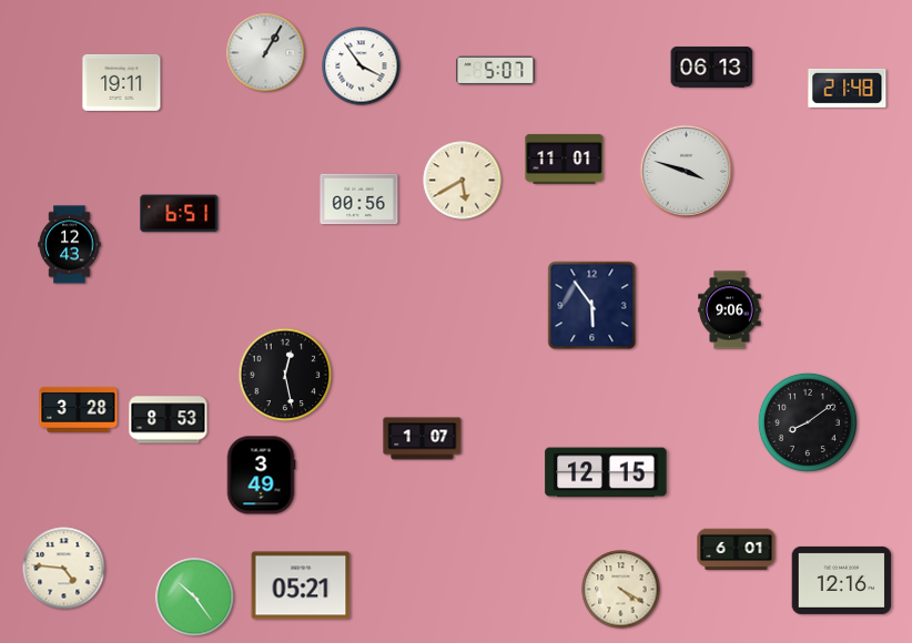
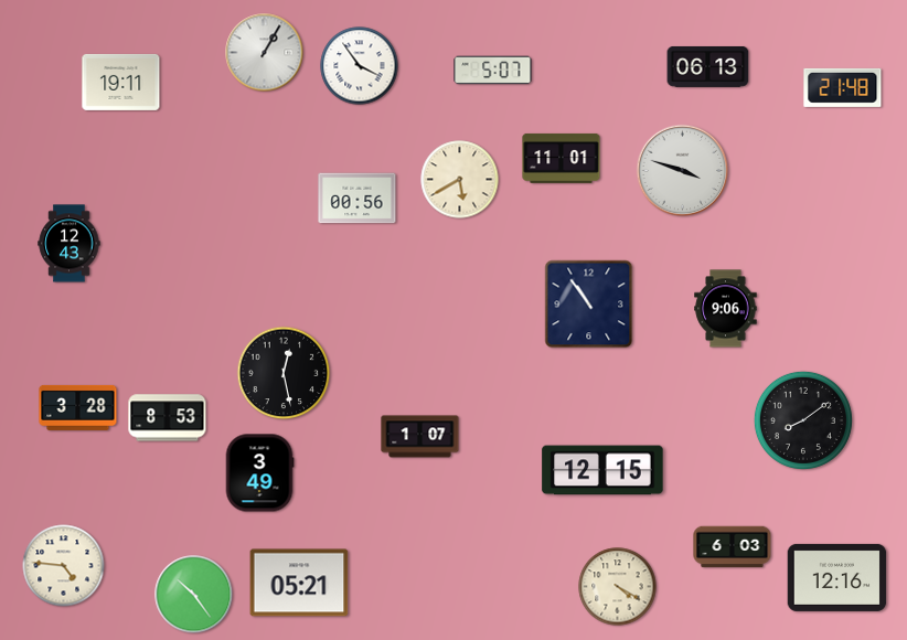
clock at (180, 214): 6:51 -> none
clock at (592, 306): 5:54 -> 10:54
clock at (737, 550): 6:01 -> 6:03
